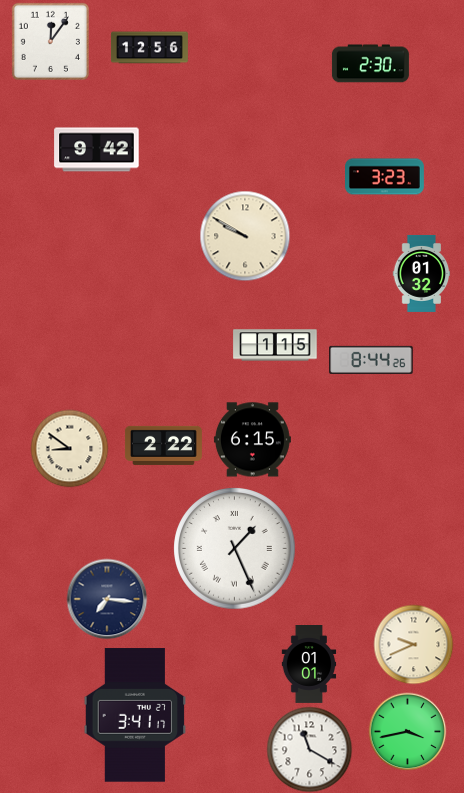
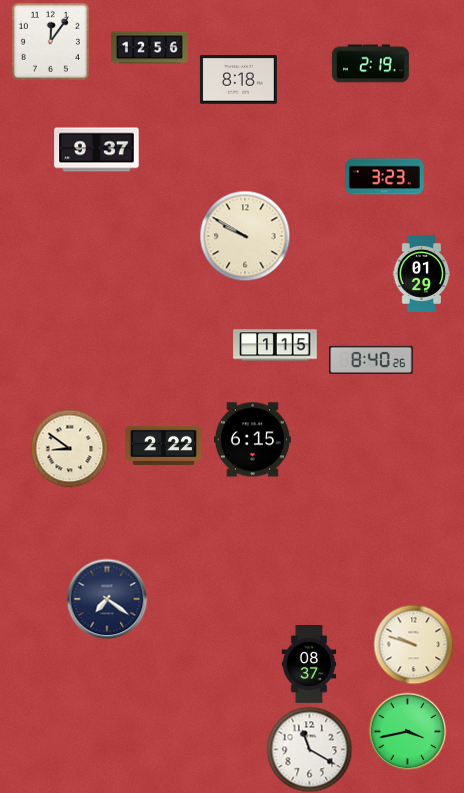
clock at (370, 64): 2:30 -> 2:19
clock at (238, 80): none -> 8:18
clock at (97, 150): 9:42 -> 9:37
clock at (422, 273): 01:32 -> 01:29
clock at (371, 360): 8:44 -> 8:40
clock at (235, 549): 1:26 -> none
clock at (107, 599): 7:16 -> 7:21
clock at (413, 644): 9:41 -> 9:48
clock at (309, 665): 01:01 -> 08:37
clock at (135, 715): 3:41 -> none
